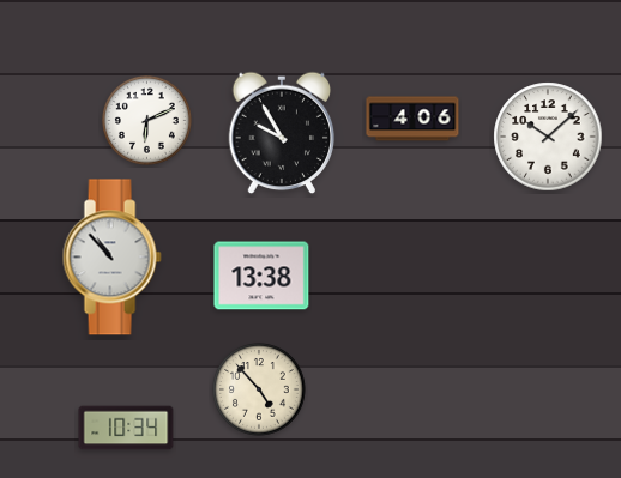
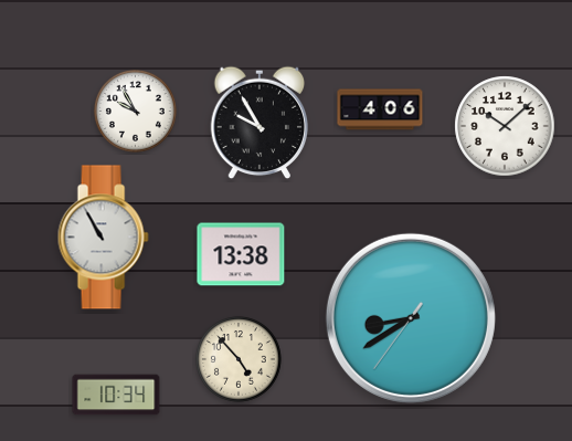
clock at (146, 120): 6:11 -> 9:55
clock at (111, 258): 10:53 -> 10:55
clock at (411, 318): none -> 8:39
